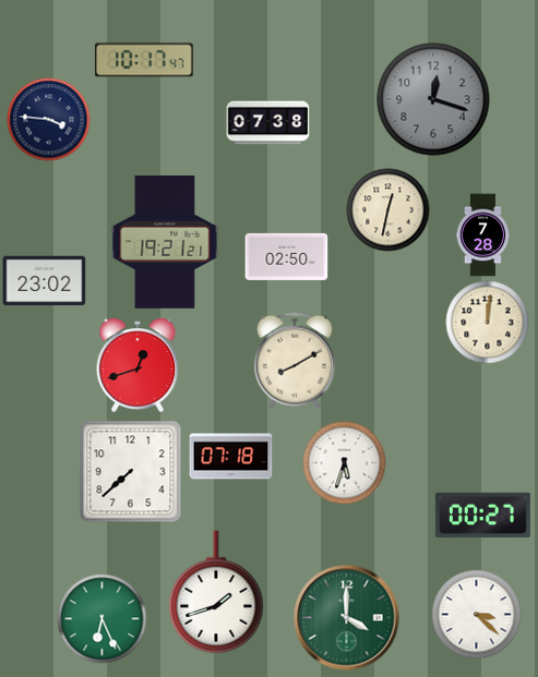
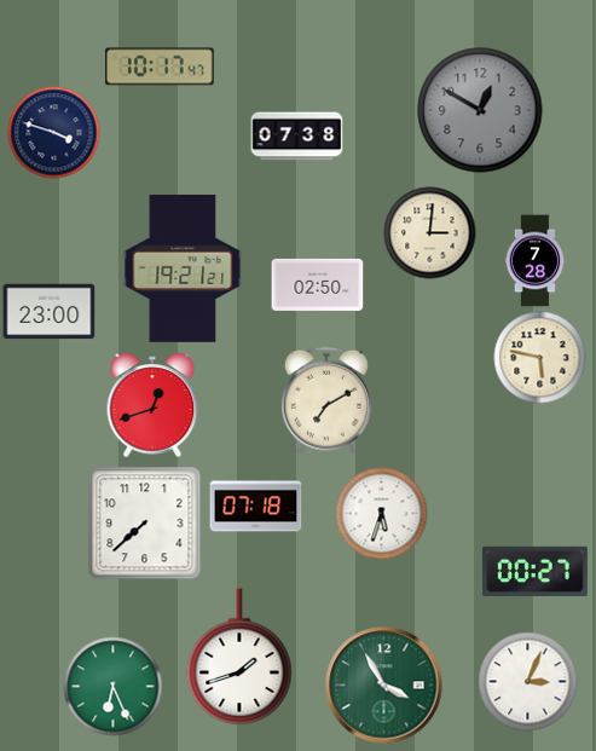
clock at (433, 99): 12:18 -> 12:50
clock at (49, 120): 3:46 -> 3:48
clock at (388, 210): 12:32 -> 3:01
clock at (45, 281): 23:02 -> 23:00
clock at (488, 323): 12:01 -> 5:47
clock at (295, 361): 8:10 -> 7:10
clock at (477, 615): 3:22 -> 3:04
clock at (347, 618): 4:00 -> 3:55
